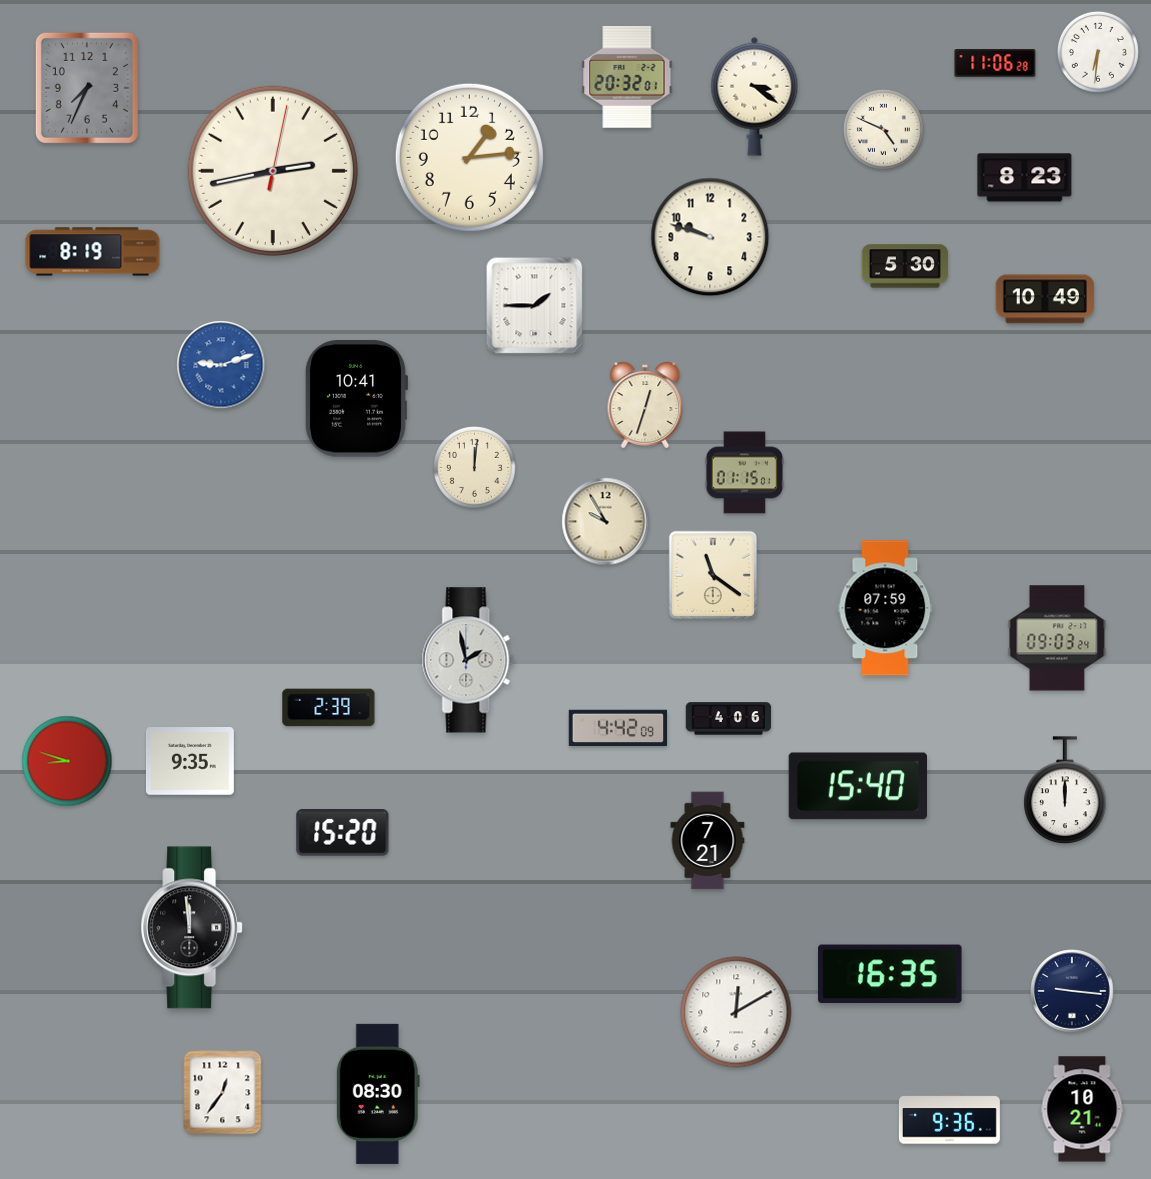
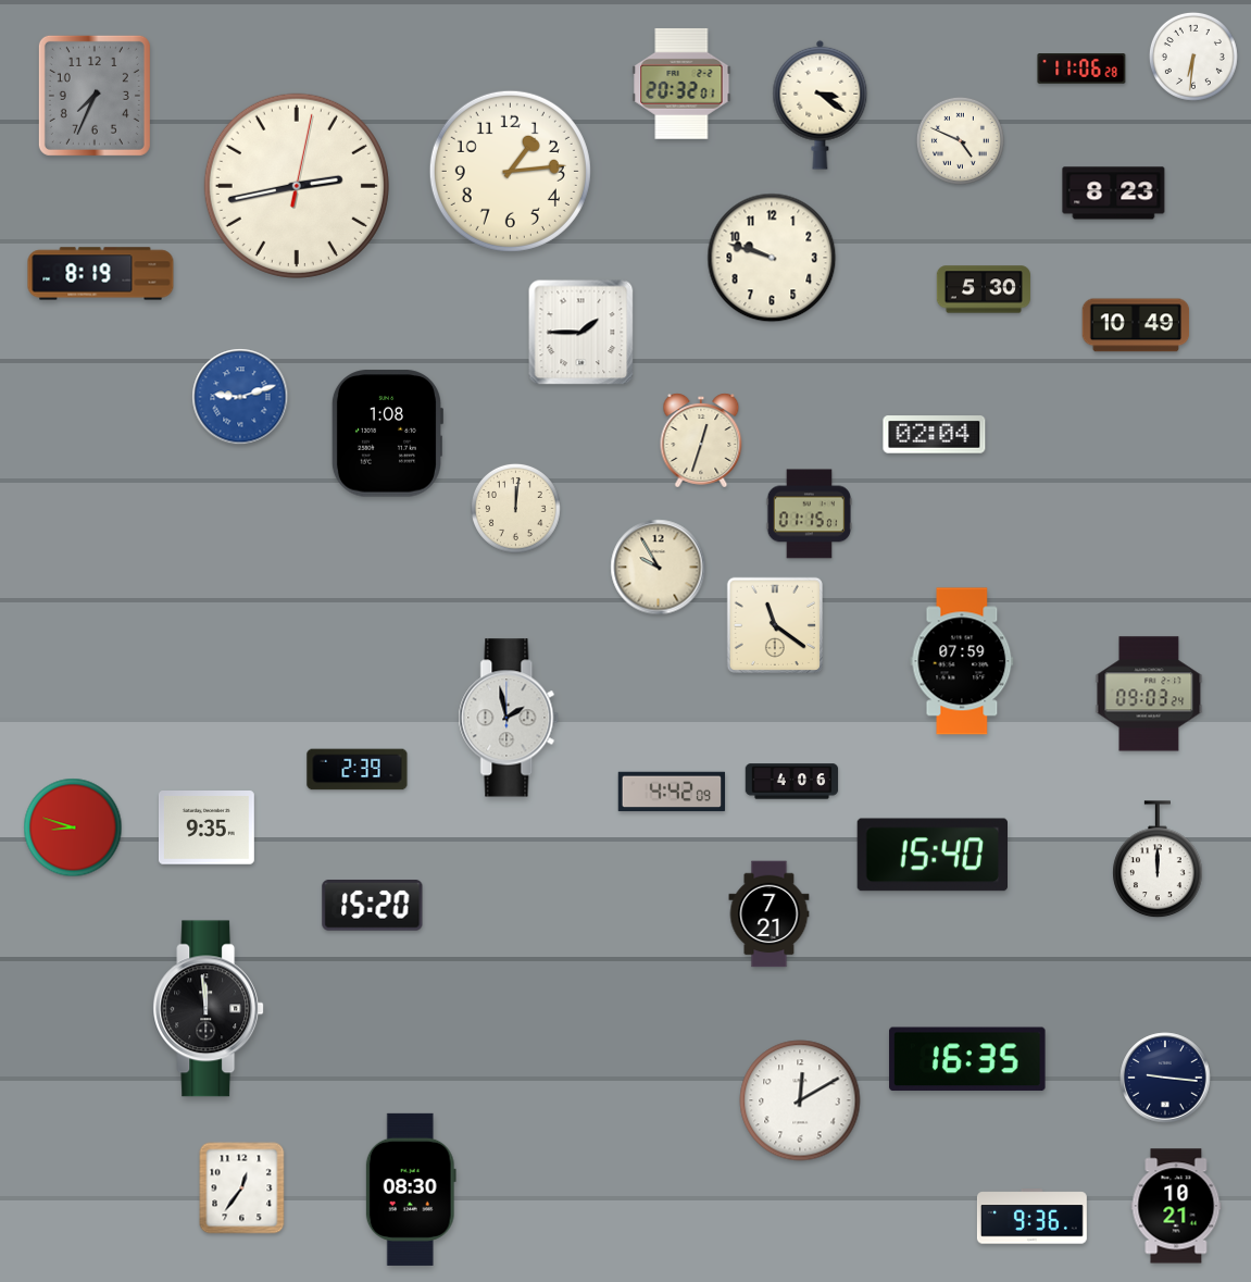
clock at (355, 399): 10:41 -> 1:08
clock at (935, 435): none -> 02:04
